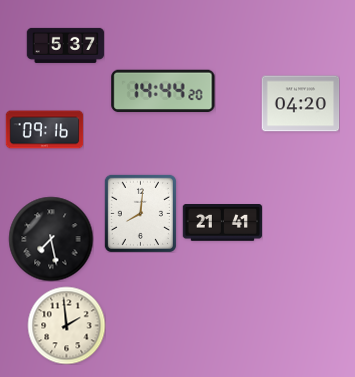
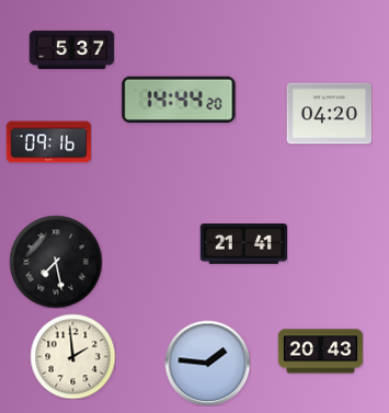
clock at (140, 213): 8:01 -> none
clock at (320, 352): none -> 20:43
clock at (207, 363): none -> 1:46
